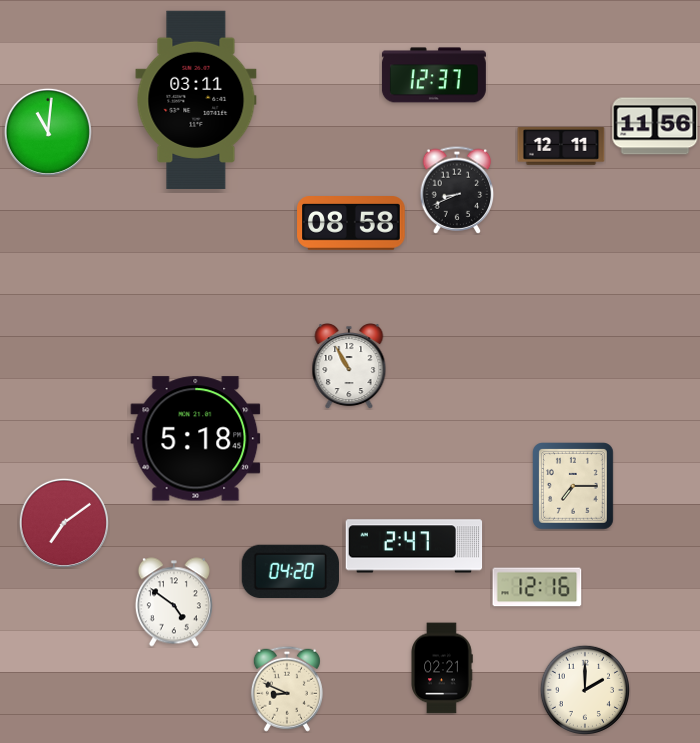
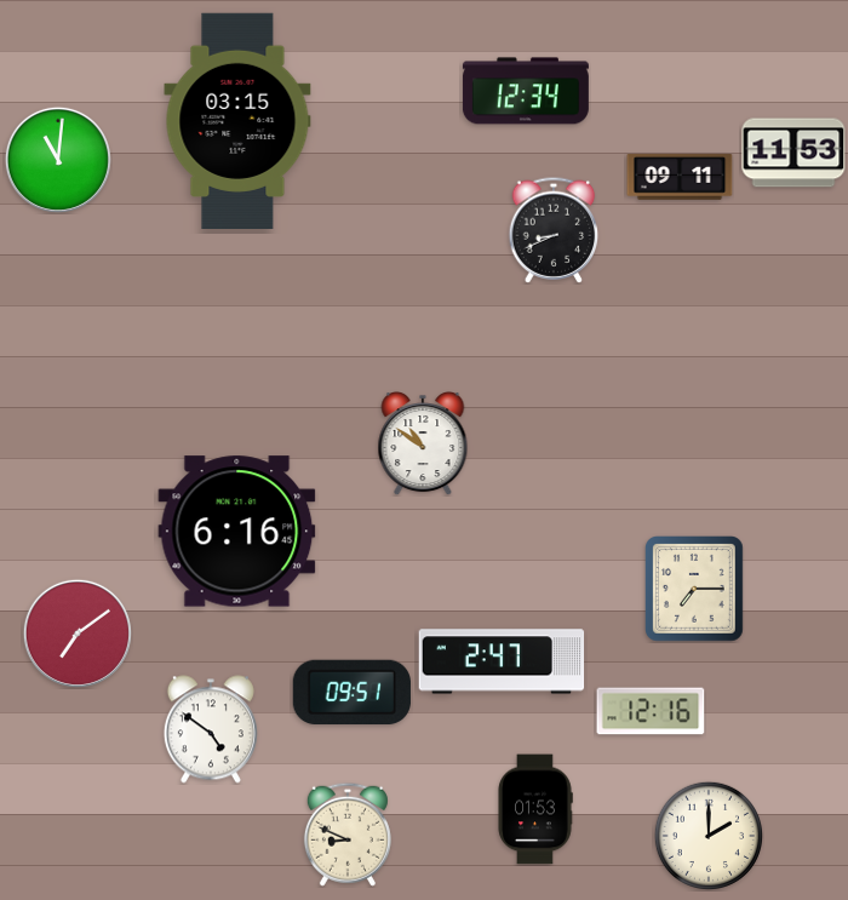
clock at (434, 75): 12:37 -> 12:34
clock at (196, 99): 03:11 -> 03:15
clock at (655, 126): 11:56 -> 11:53
clock at (561, 146): 12:11 -> 09:11
clock at (351, 223): 08:58 -> none
clock at (349, 367): 10:55 -> 10:51
clock at (196, 439): 5:18 -> 6:16
clock at (290, 572): 04:20 -> 09:51
clock at (442, 668): 02:21 -> 01:53
